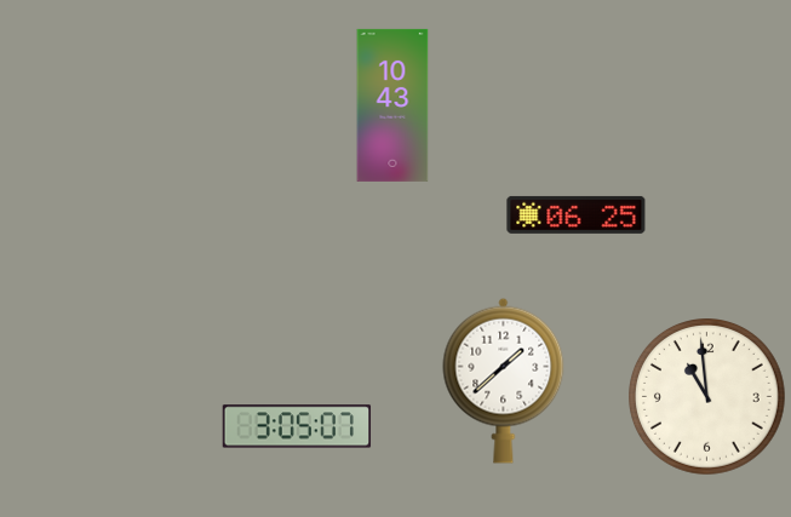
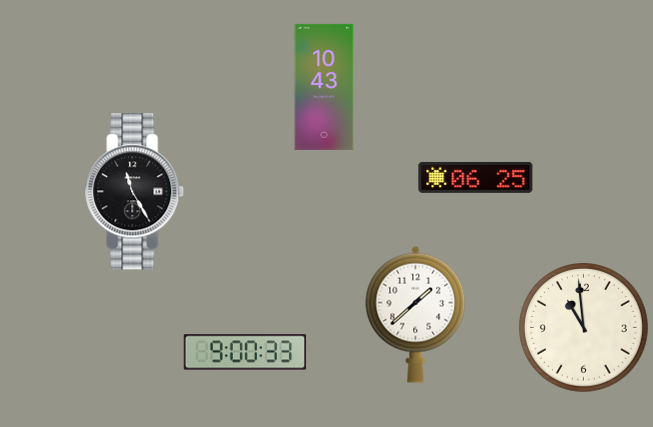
clock at (135, 192): none -> 11:25
clock at (297, 426): 3:05 -> 9:00
